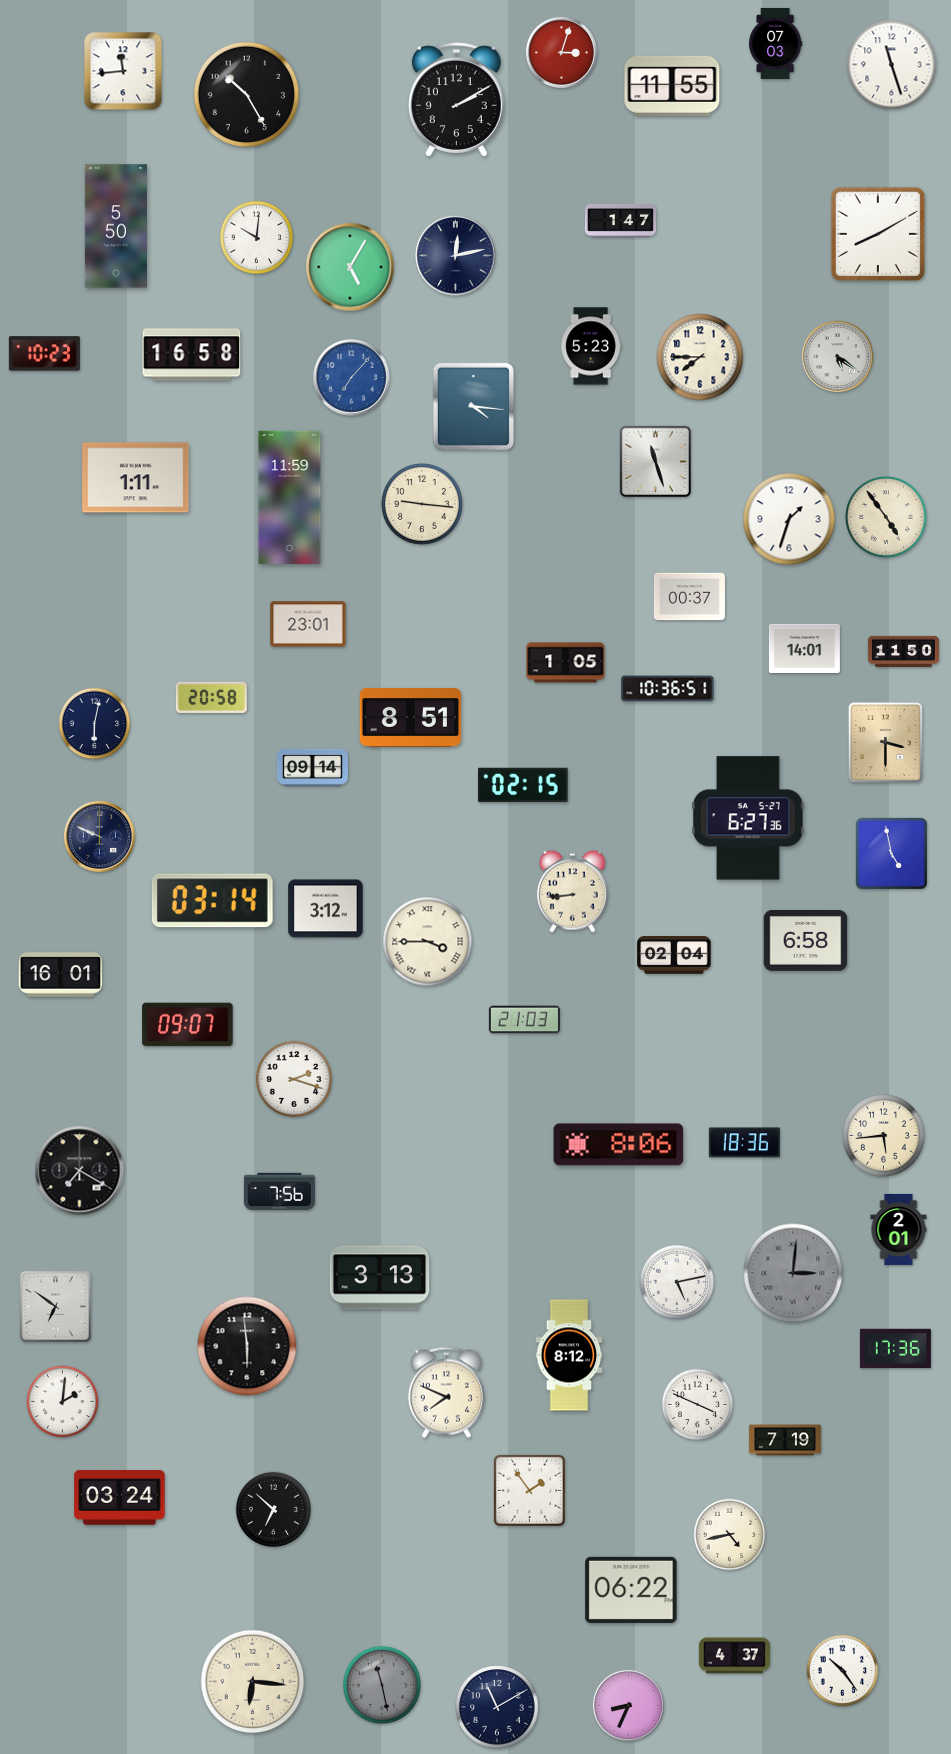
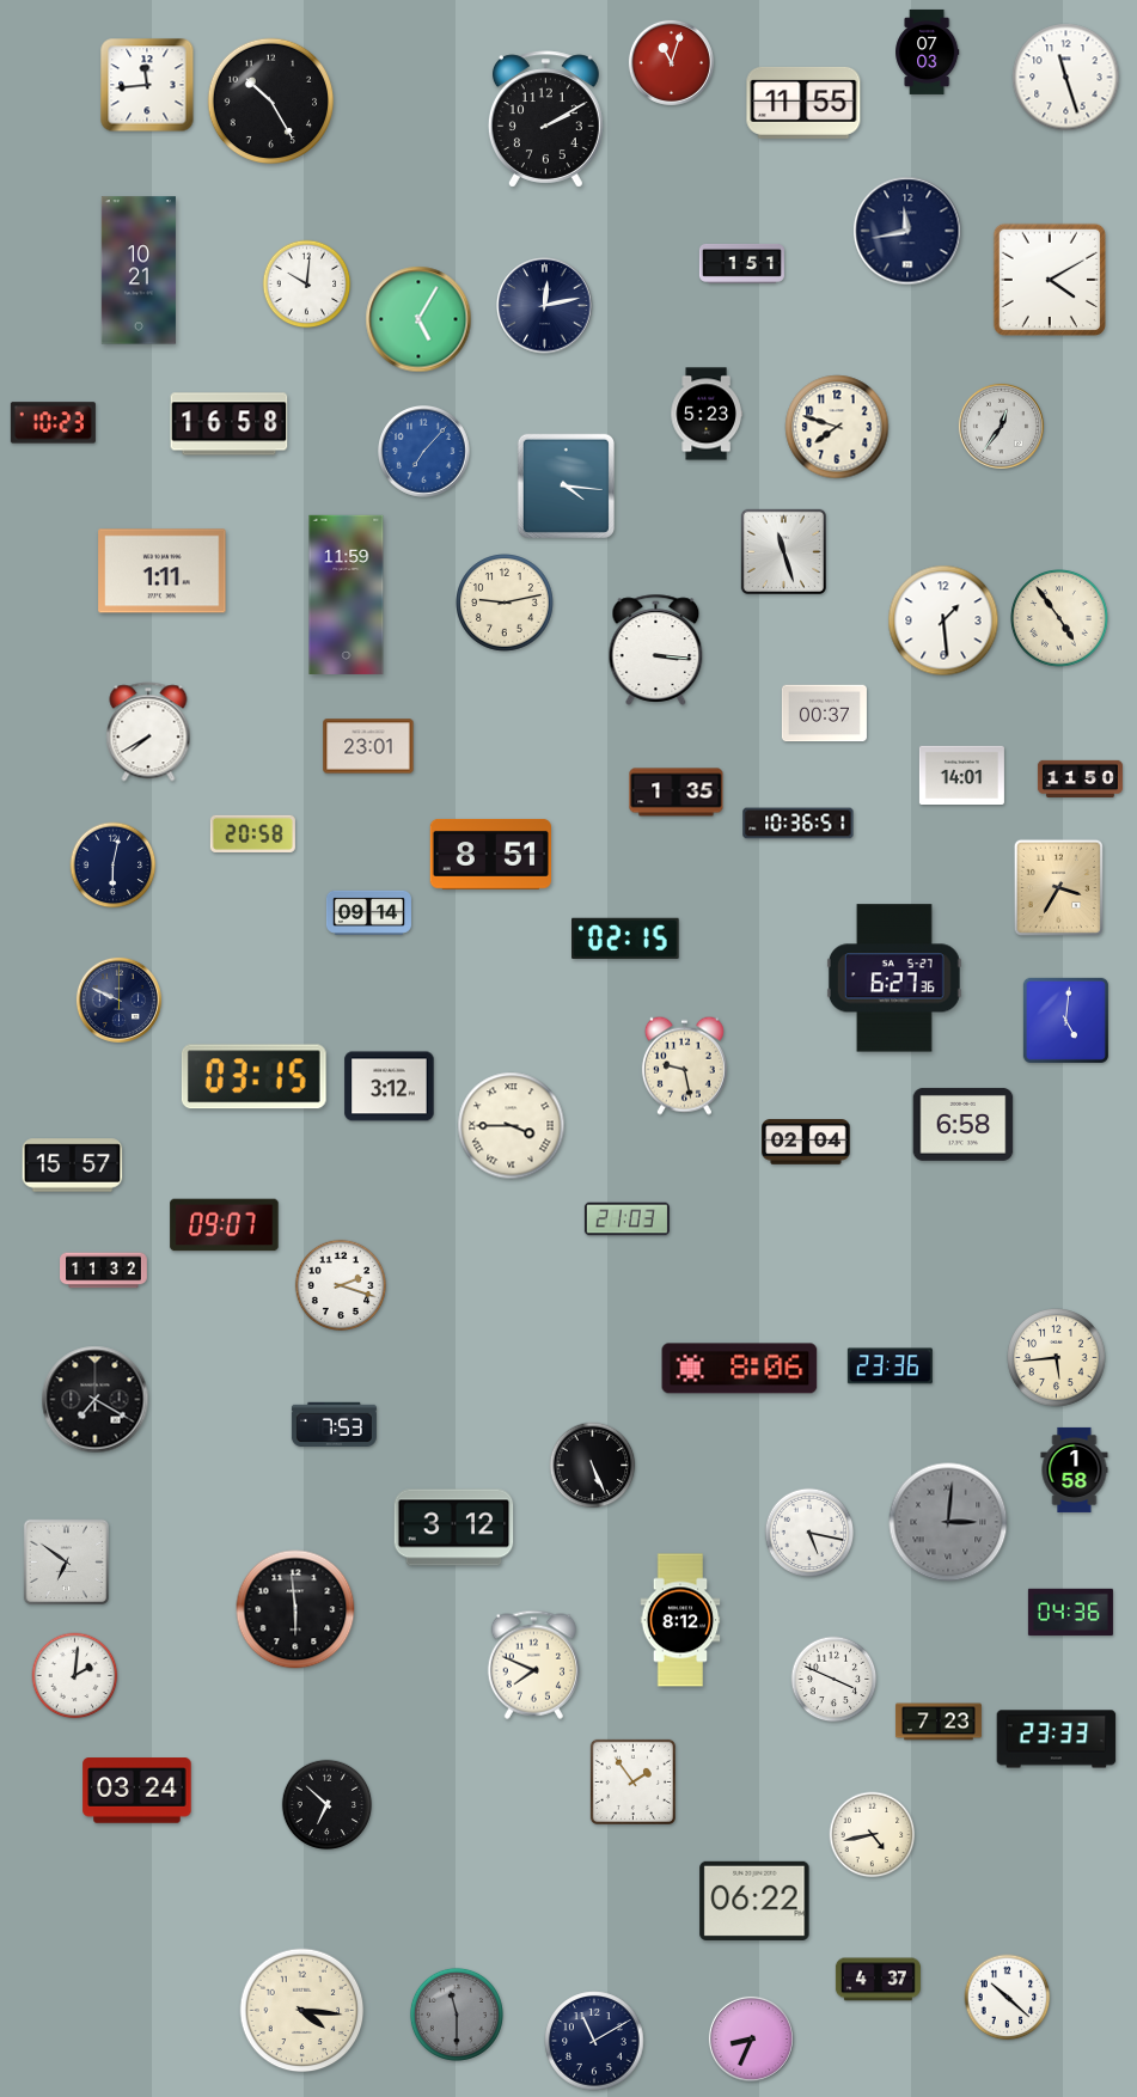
clock at (561, 52): 3:03 -> 11:03
clock at (247, 95) position: (247, 95) -> (271, 102)
clock at (907, 231): none -> 11:43
clock at (620, 220): 1:47 -> 1:51
clock at (116, 226): 5:50 -> 10:21
clock at (877, 233): 8:10 -> 4:10
clock at (837, 356): 5:21 -> 12:36
clock at (700, 357): 7:45 -> 7:48
clock at (352, 378) position: (352, 378) -> (424, 452)
clock at (423, 505): 9:16 -> 9:13
clock at (789, 519): 1:33 -> 1:29
clock at (656, 649): none -> 3:16
clock at (148, 732): none -> 7:40
clock at (566, 663): 1:05 -> 1:35
clock at (410, 718) position: (410, 718) -> (490, 855)
clock at (885, 742): 3:30 -> 3:35
clock at (312, 767) position: (312, 767) -> (368, 912)
clock at (891, 853): 4:58 -> 5:01
clock at (572, 891): 8:44 -> 9:28
clock at (212, 901): 03:14 -> 03:15
clock at (61, 975): 16:01 -> 15:57
clock at (104, 1271): none -> 11:32
clock at (293, 1078) position: (293, 1078) -> (340, 1284)
clock at (744, 1143): 18:36 -> 23:36
clock at (279, 1191): 7:56 -> 7:53
clock at (593, 1466): none -> 5:26
clock at (899, 1229): 2:01 -> 1:58
clock at (380, 1278): 3:13 -> 3:12
clock at (677, 1282): 5:13 -> 5:17
clock at (895, 1349): 17:36 -> 04:36
clock at (785, 1440): 7:19 -> 7:23
clock at (1057, 1740): none -> 23:33
clock at (120, 1498) position: (120, 1498) -> (137, 1791)
clock at (843, 1671): 10:24 -> 10:22
clock at (253, 1682): 6:16 -> 4:16
clock at (382, 1685): 11:28 -> 11:30
